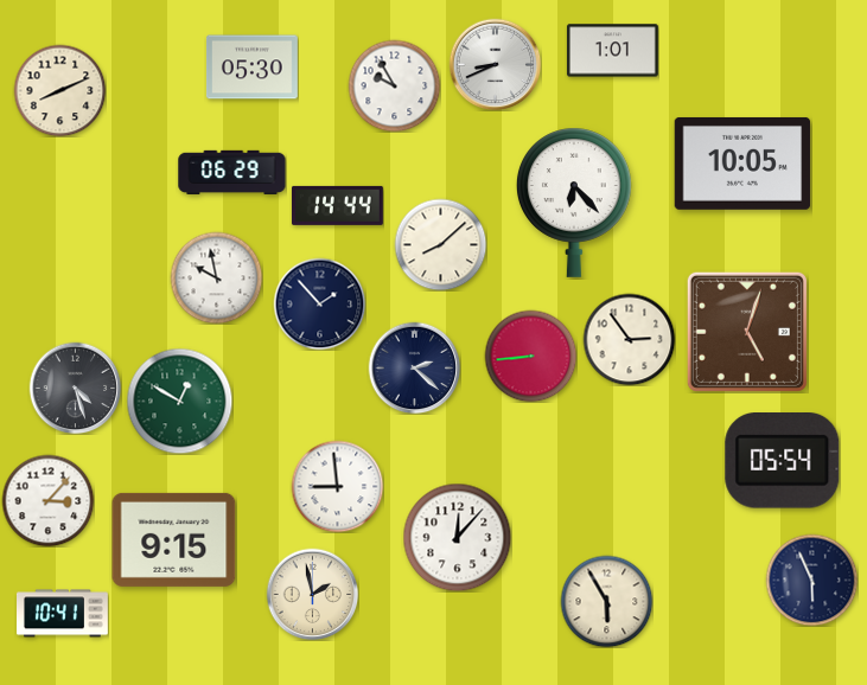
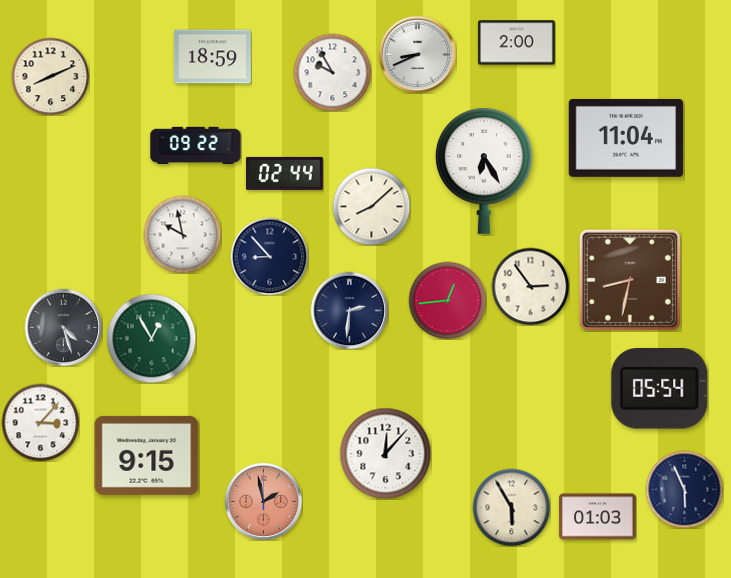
clock at (612, 51): 1:01 -> 2:00
clock at (251, 68): 05:30 -> 18:59
clock at (742, 164): 10:05 -> 11:04
clock at (232, 172): 06:29 -> 09:22
clock at (575, 203): 6:23 -> 6:25
clock at (337, 205): 14:44 -> 02:44
clock at (319, 303): 1:53 -> 8:53
clock at (747, 332): 5:03 -> 8:32
clock at (530, 356): 8:44 -> 12:44
clock at (414, 367): 2:22 -> 2:31
clock at (179, 401): 12:50 -> 12:55
clock at (337, 486): 8:59 -> none
clock at (312, 594) dial: cream -> salmon
clock at (598, 517): none -> 01:03
clock at (63, 614): 10:41 -> none
